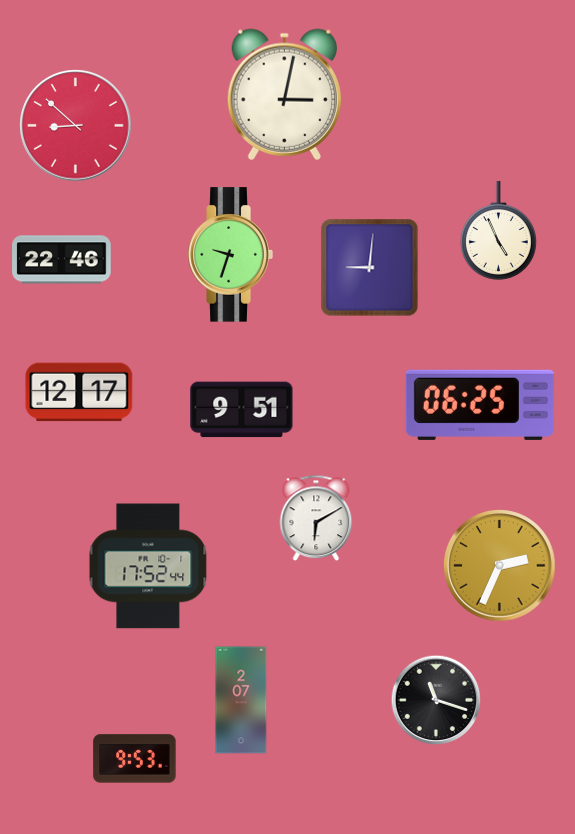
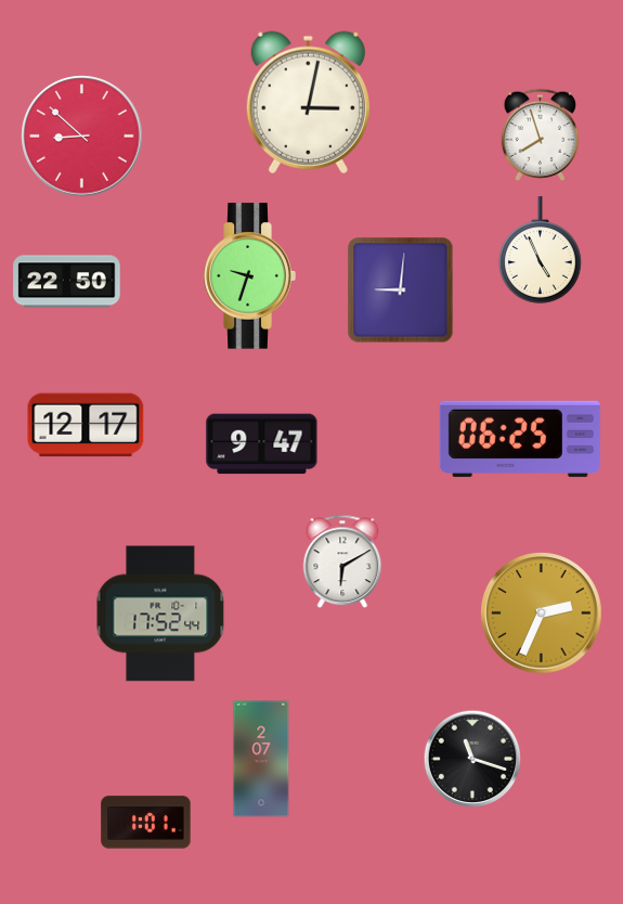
clock at (541, 134): none -> 7:57
clock at (62, 260): 22:46 -> 22:50
clock at (242, 410): 9:51 -> 9:47
clock at (135, 759): 9:53 -> 1:01
